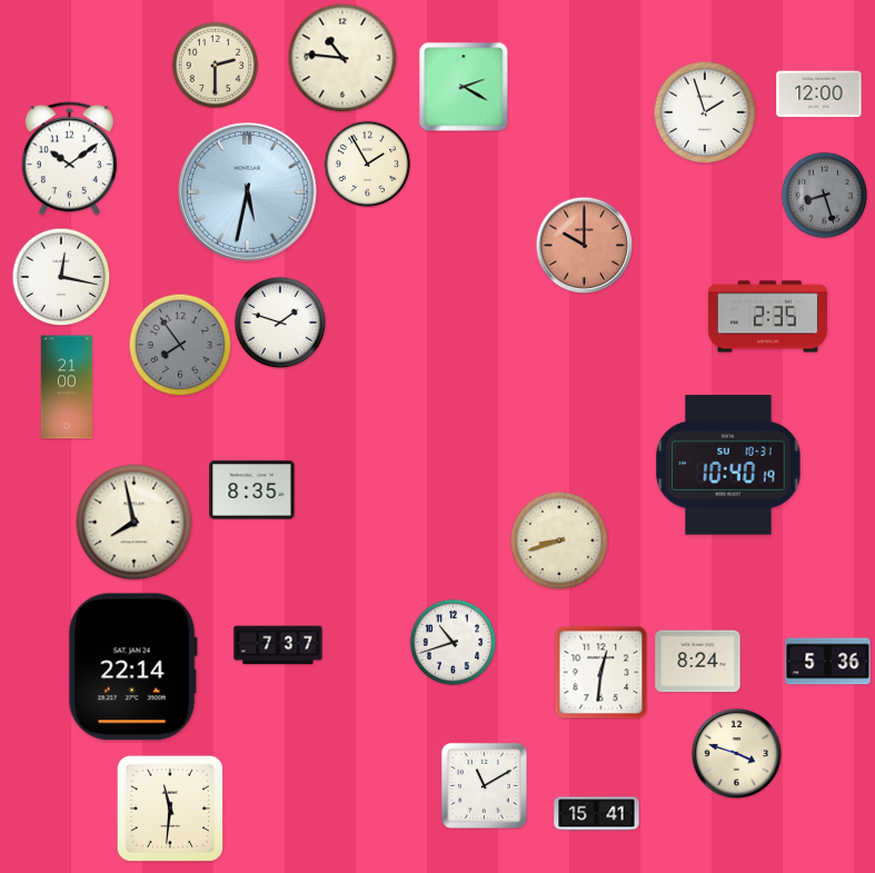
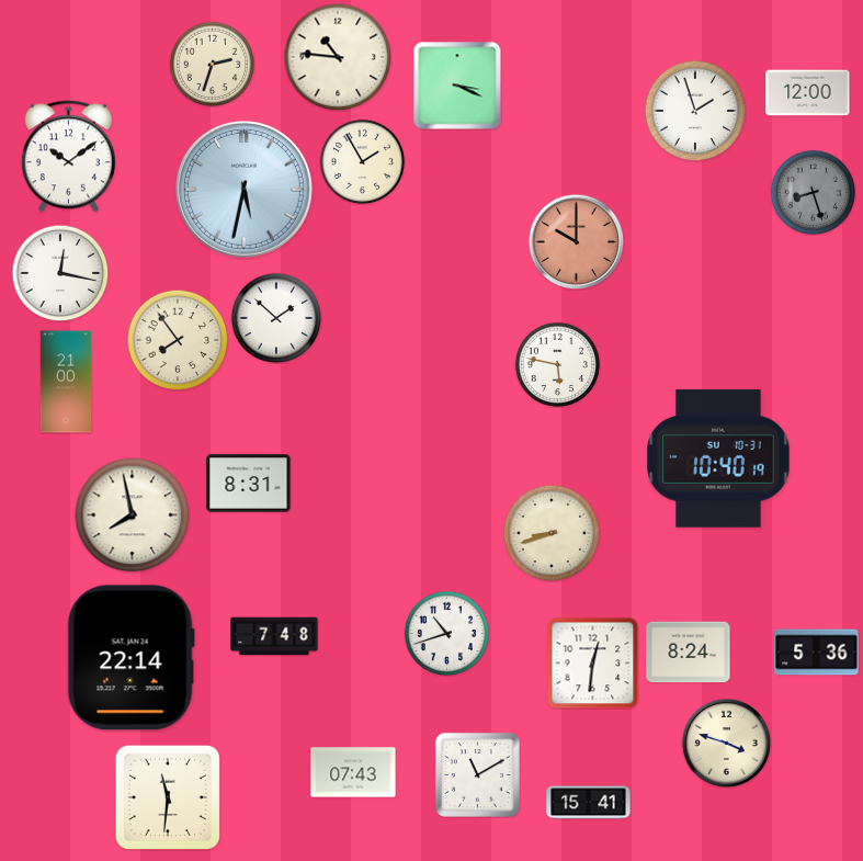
clock at (215, 65): 2:30 -> 2:33
clock at (464, 87): 2:20 -> 3:19
clock at (767, 317): 2:35 -> none
clock at (280, 323): 1:48 -> 1:52
clock at (180, 345) dial: grey -> cream
clock at (557, 364): none -> 5:47
clock at (252, 490): 8:35 -> 8:31
clock at (278, 645): 7:37 -> 7:48
clock at (353, 772): none -> 07:43
